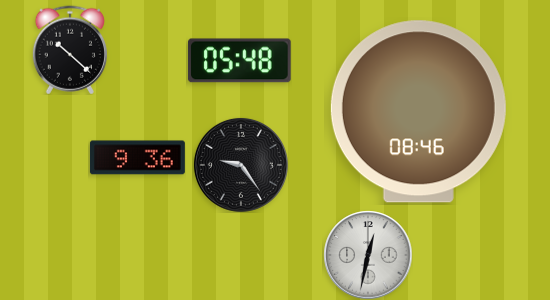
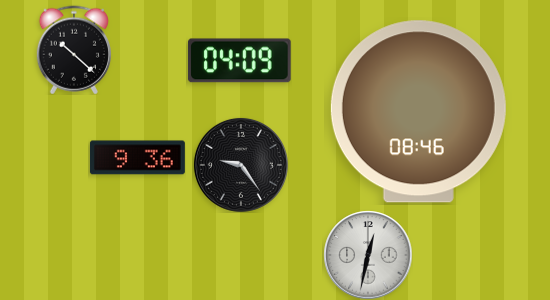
clock at (70, 50) position: (70, 50) -> (74, 50)
clock at (240, 61): 05:48 -> 04:09
